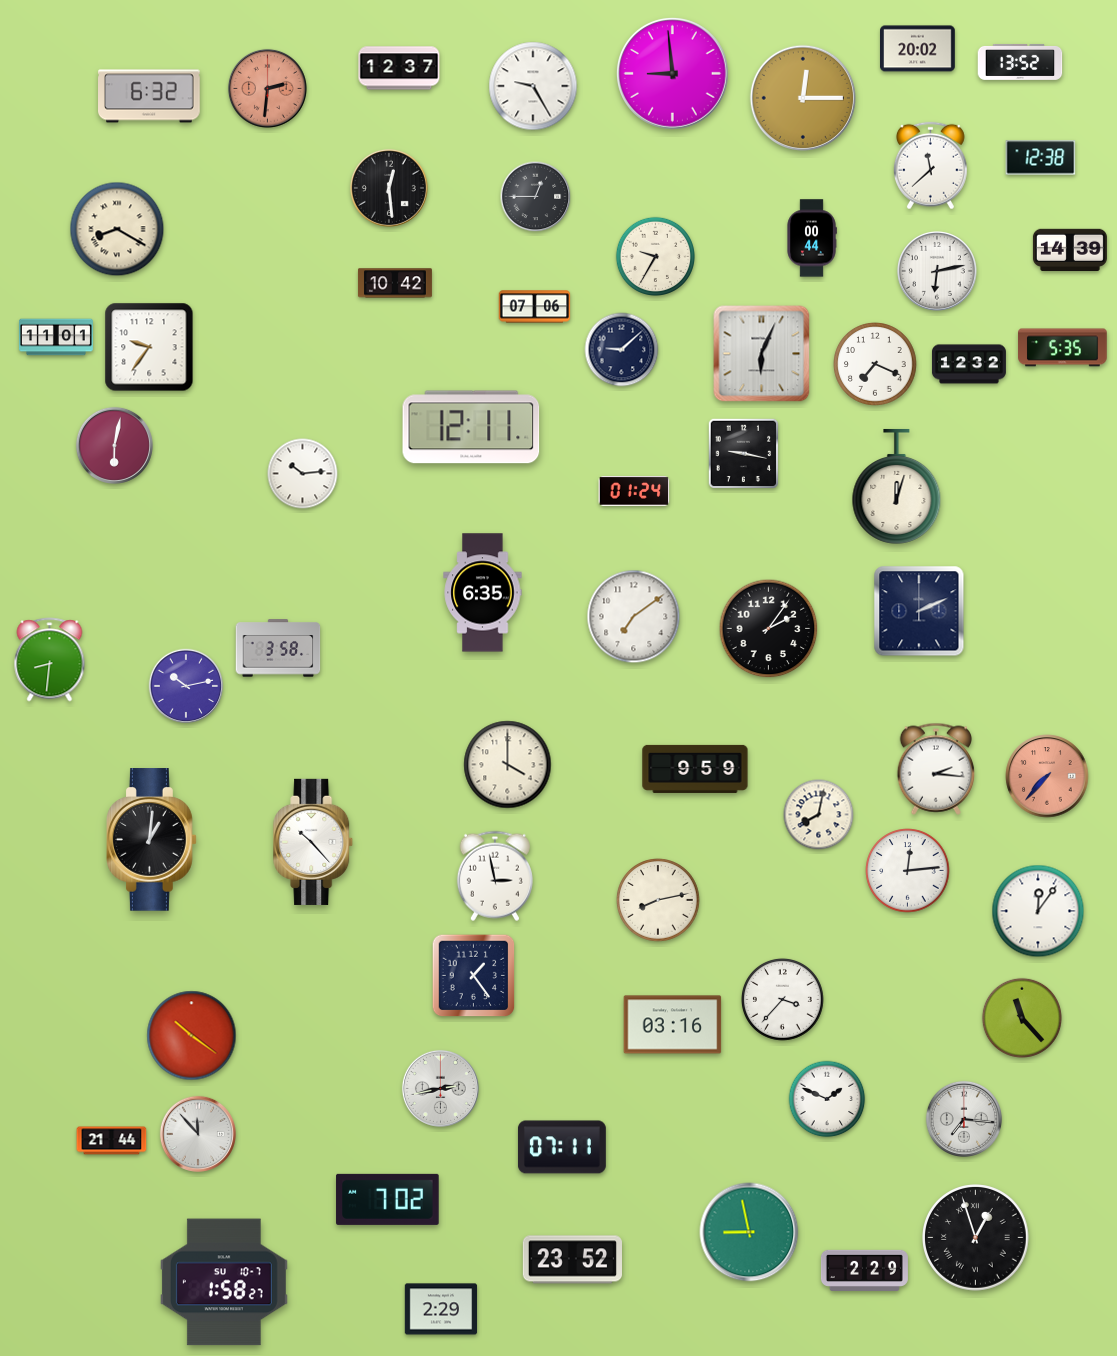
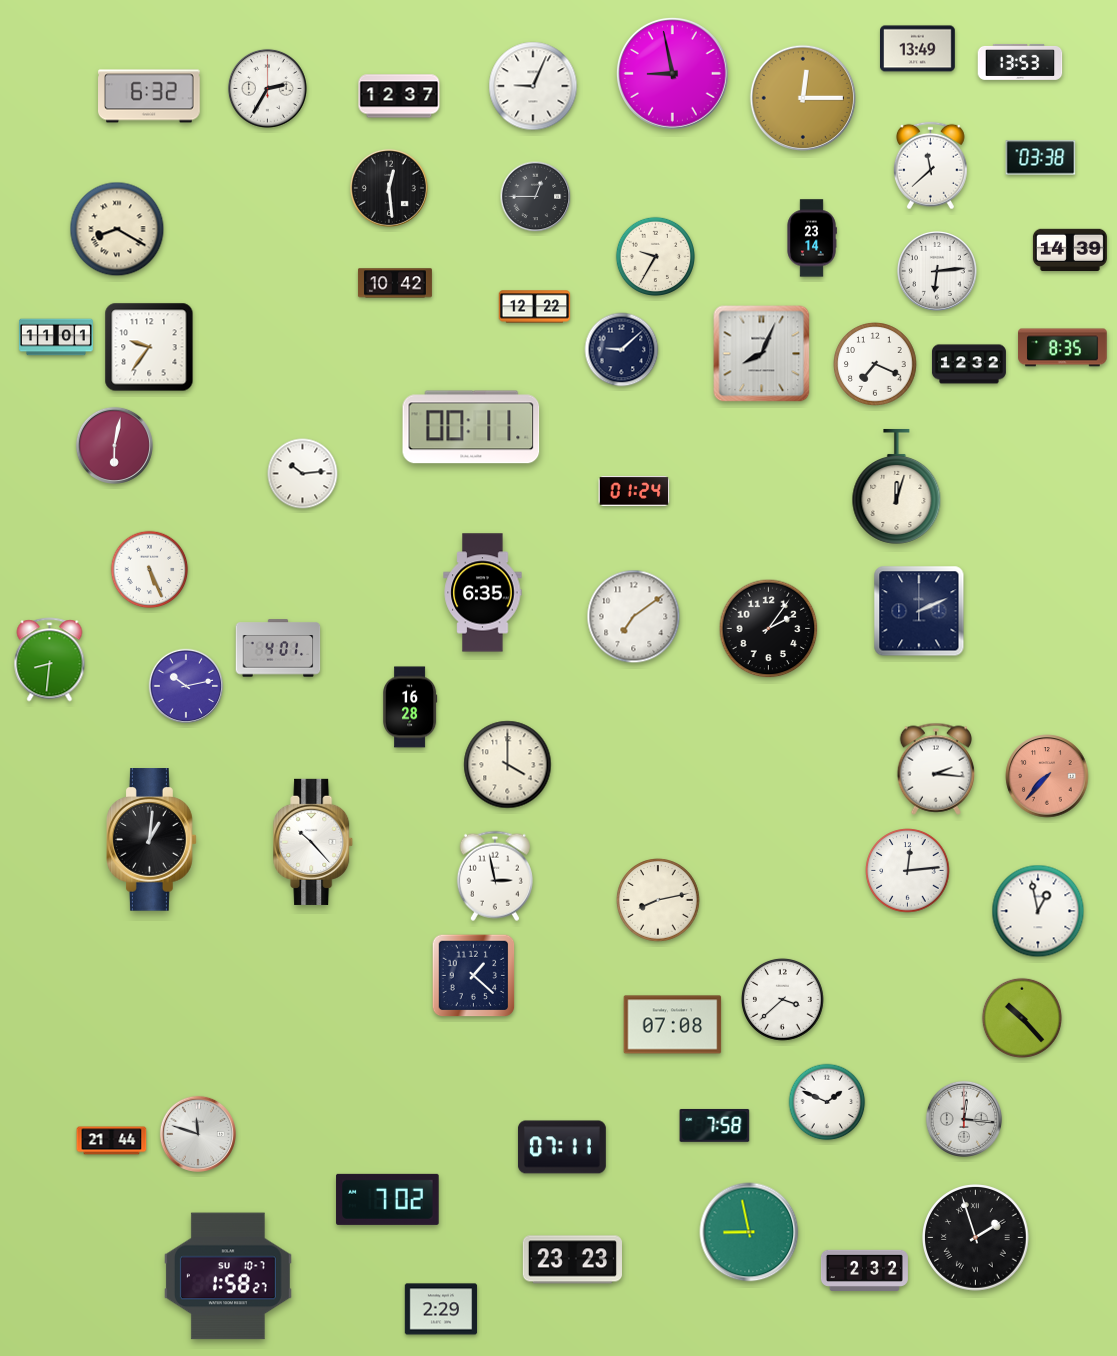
clock at (918, 49): 20:02 -> 13:49
clock at (1020, 62): 13:52 -> 13:53
clock at (399, 68) position: (399, 68) -> (399, 96)
clock at (673, 74): 8:59 -> 8:58
clock at (533, 86): 9:25 -> 9:04
clock at (267, 88): 2:31 -> 2:35
clock at (267, 88) dial: salmon -> white
clock at (1041, 158): 12:38 -> 03:38
clock at (812, 238): 00:44 -> 23:14
clock at (937, 271): 6:13 -> 6:14
clock at (535, 307): 07:06 -> 12:22
clock at (1063, 348): 5:35 -> 8:35
clock at (762, 354): 6:04 -> 8:04
clock at (471, 427): 12:11 -> 00:11
clock at (744, 454): 9:17 -> none
clock at (150, 570): none -> 5:26
clock at (278, 648): 3:58 -> 4:01
clock at (411, 707): none -> 16:28
clock at (695, 769): 9:59 -> none
clock at (819, 815): 8:02 -> none
clock at (1038, 911): 12:06 -> 12:58
clock at (474, 976): 1:24 -> 1:22
clock at (783, 1000): 3:37 -> 3:38
clock at (1022, 1018): 11:23 -> 10:23
clock at (673, 1025): 03:16 -> 07:08
clock at (192, 1036): 10:21 -> none
clock at (440, 1088): 2:43 -> none
clock at (827, 1099) position: (827, 1099) -> (827, 1102)
clock at (964, 1119): 7:16 -> 12:16
clock at (715, 1125): none -> 7:58
clock at (198, 1134): 11:53 -> 11:48
clock at (976, 1238): 12:57 -> 1:57
clock at (572, 1260): 23:52 -> 23:23
clock at (864, 1270): 2:29 -> 2:32
clock at (224, 1282) position: (224, 1282) -> (228, 1276)
